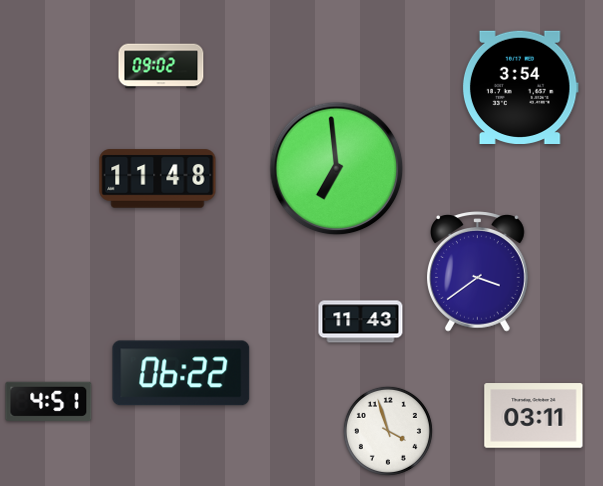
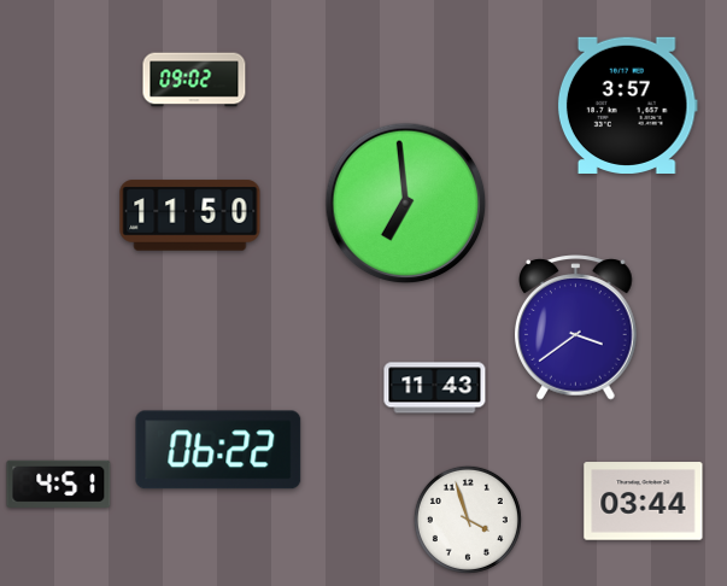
clock at (520, 87): 3:54 -> 3:57
clock at (158, 179): 11:48 -> 11:50
clock at (534, 416): 03:11 -> 03:44
